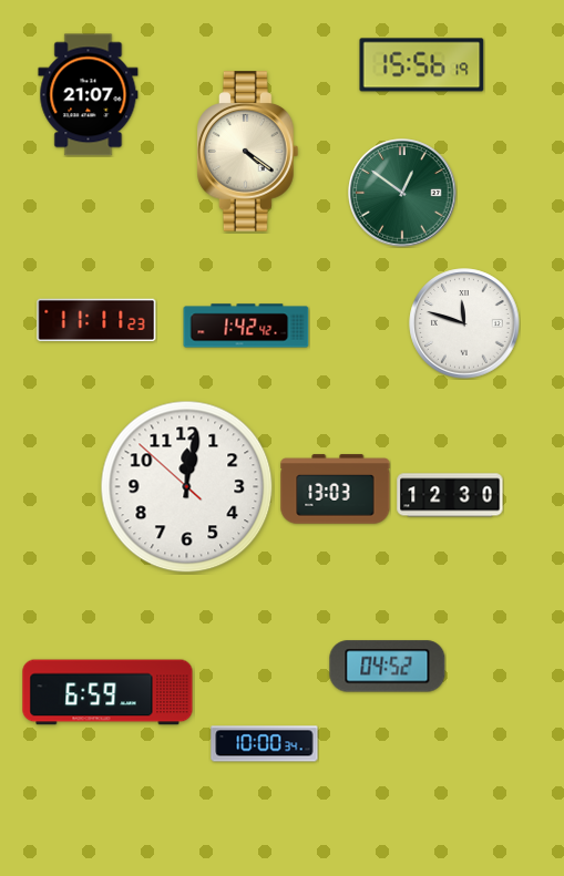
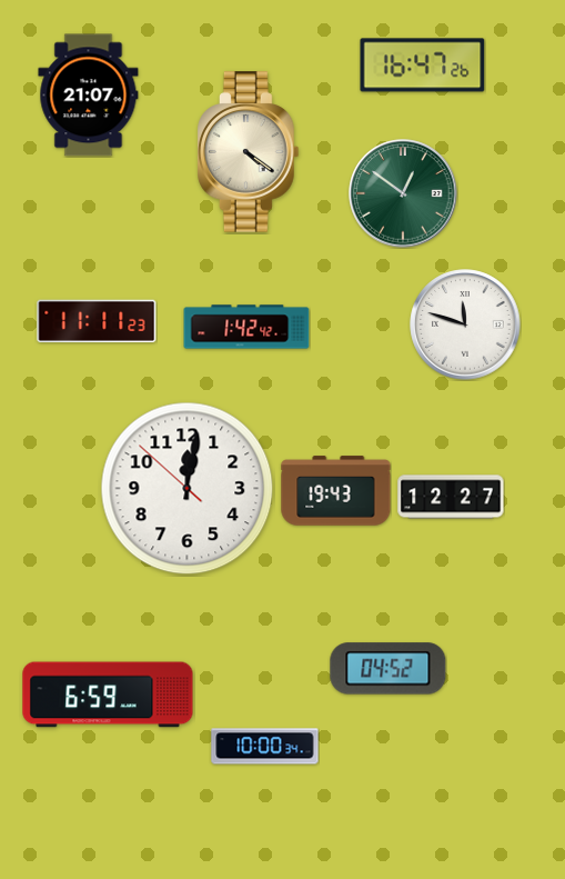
clock at (422, 65): 15:56 -> 16:47
clock at (336, 489): 13:03 -> 19:43
clock at (450, 495): 12:30 -> 12:27
